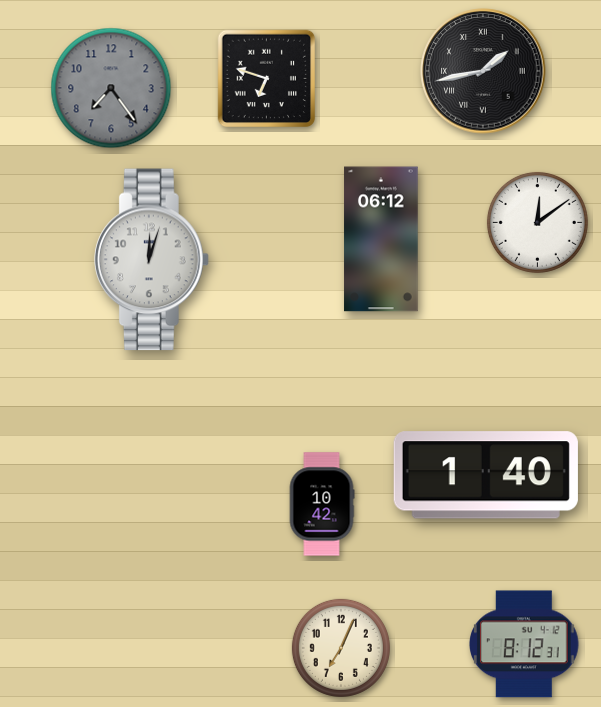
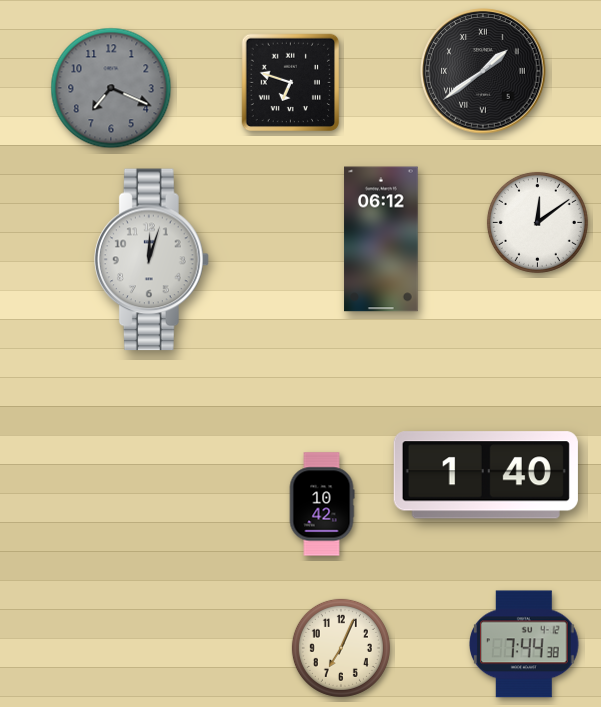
clock at (483, 71): 1:43 -> 1:39
clock at (267, 79) position: (267, 79) -> (291, 83)
clock at (111, 88): 7:24 -> 7:19
clock at (525, 644): 8:12 -> 7:44
